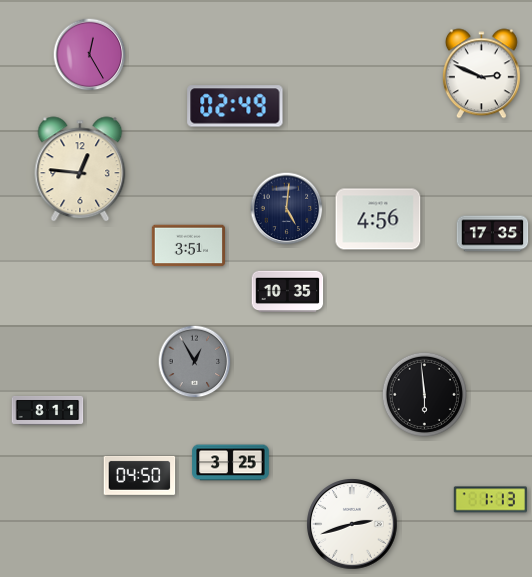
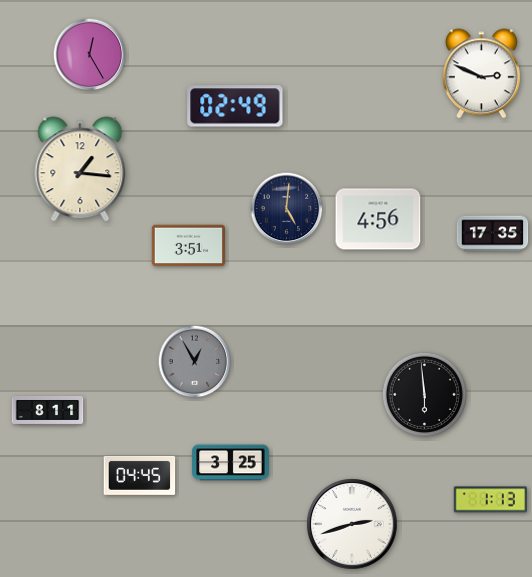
clock at (80, 169): 12:46 -> 1:16
clock at (288, 292): 10:35 -> none
clock at (140, 475): 04:50 -> 04:45
